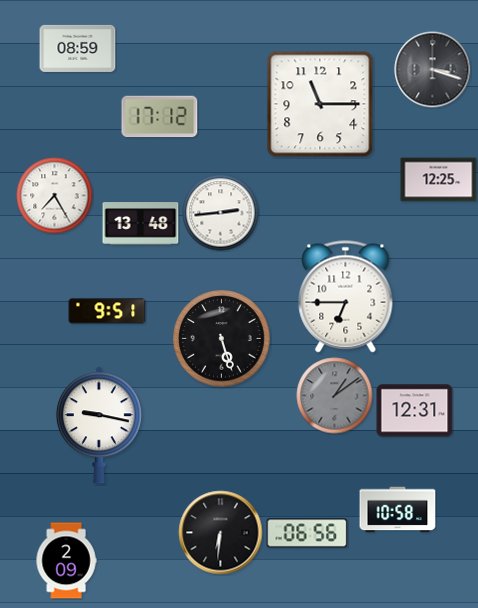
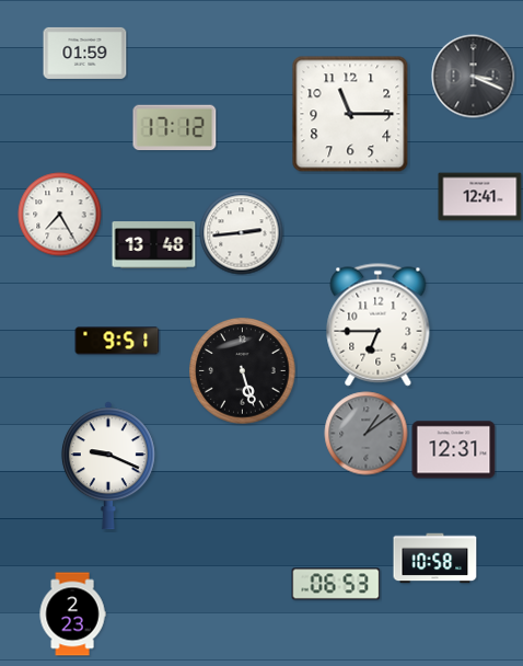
clock at (78, 48): 08:59 -> 01:59
clock at (433, 70): 3:18 -> 3:19
clock at (439, 180): 12:25 -> 12:41
clock at (99, 425): 9:17 -> 9:19
clock at (221, 533): 6:31 -> none
clock at (307, 533): 06:56 -> 06:53
clock at (66, 561): 2:09 -> 2:23
